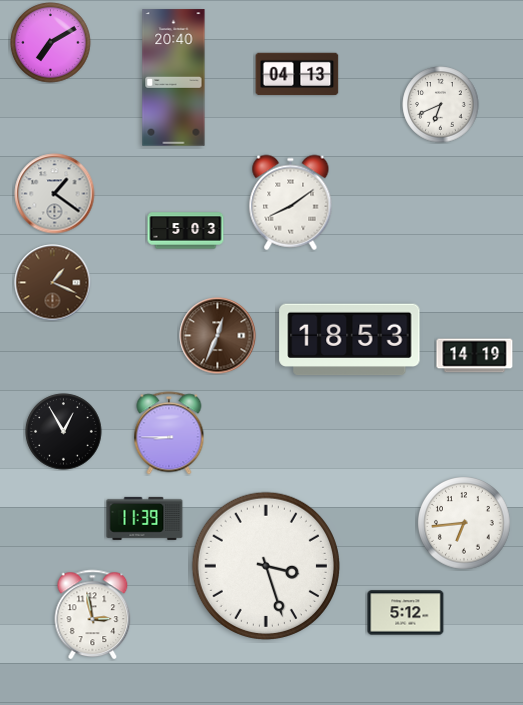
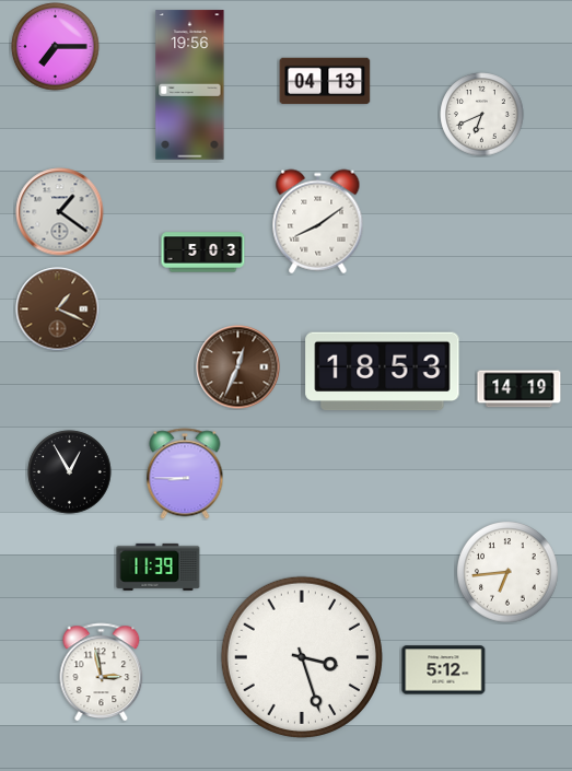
clock at (51, 43): 7:10 -> 7:15
clock at (174, 78): 20:40 -> 19:56
clock at (266, 566) position: (266, 566) -> (302, 657)
